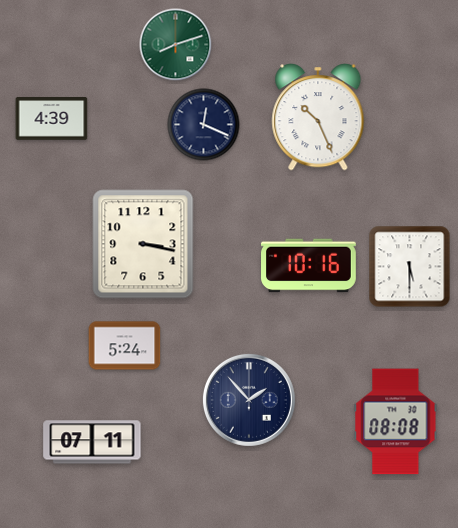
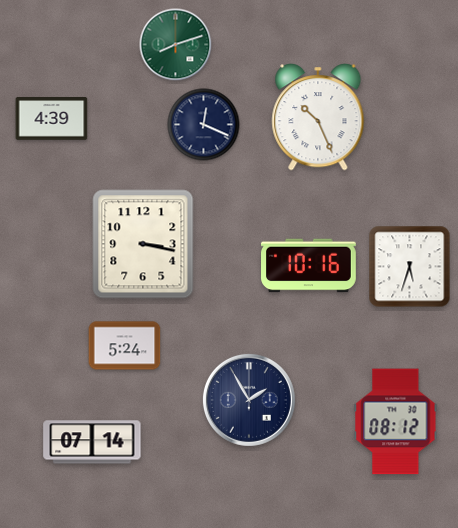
clock at (410, 267): 5:30 -> 5:33
clock at (249, 400): 1:53 -> 1:55
clock at (396, 422): 08:08 -> 08:12
clock at (92, 442): 07:11 -> 07:14
